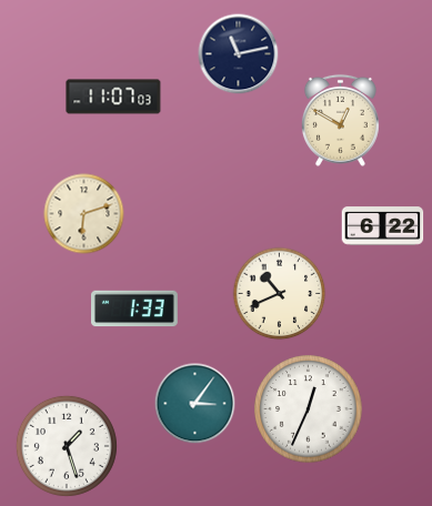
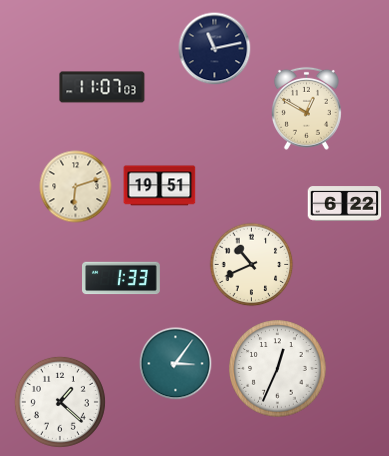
clock at (160, 186): none -> 19:51
clock at (84, 214) position: (84, 214) -> (76, 187)
clock at (67, 446): 1:27 -> 1:22
